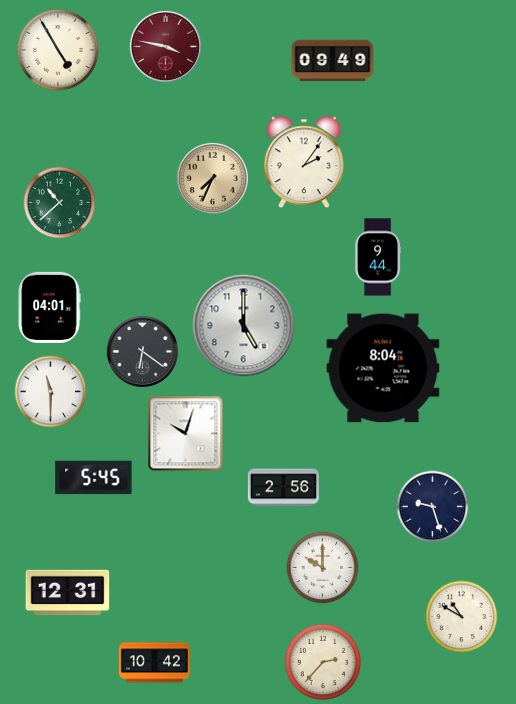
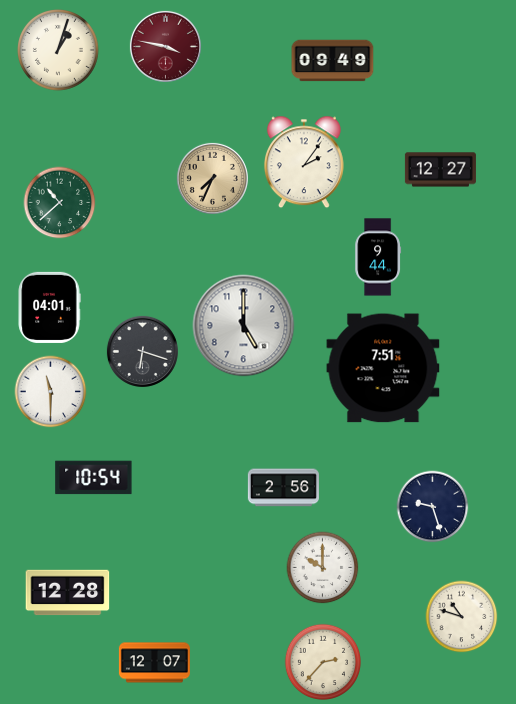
clock at (59, 51): 4:55 -> 1:03
clock at (440, 170): none -> 12:27
clock at (142, 351): 6:21 -> 6:18
clock at (383, 368): 8:04 -> 7:51
clock at (186, 434): 10:03 -> none
clock at (94, 478): 5:45 -> 10:54
clock at (68, 593): 12:31 -> 12:28
clock at (462, 617): 10:50 -> 10:48
clock at (154, 663): 10:42 -> 12:07
